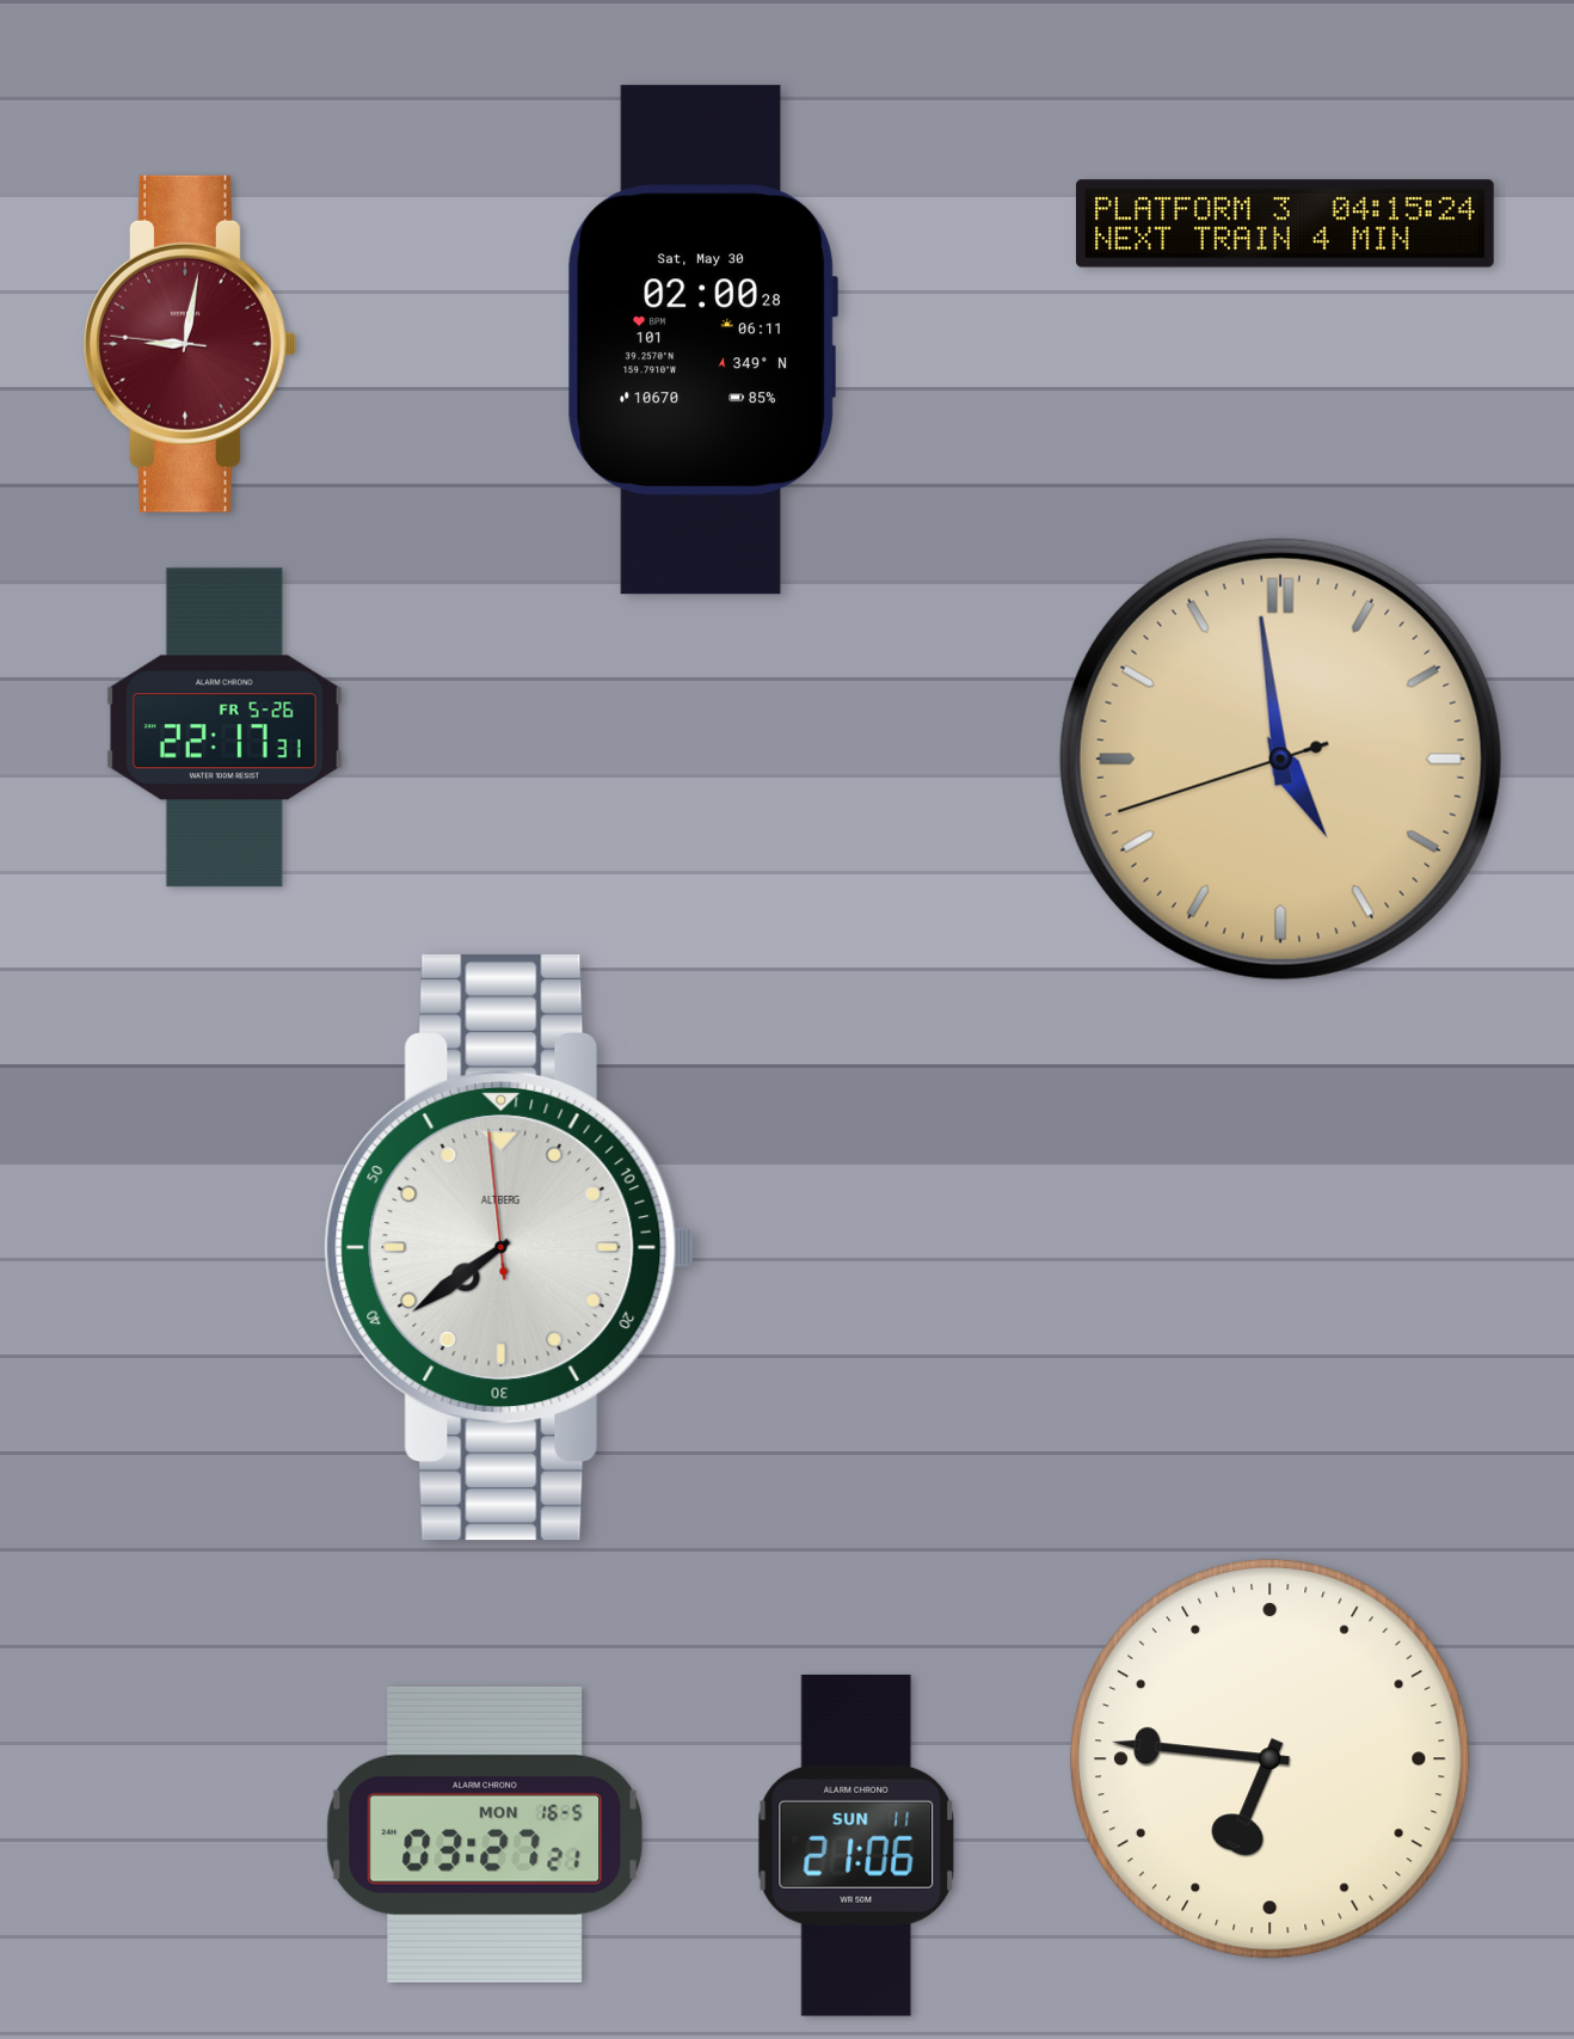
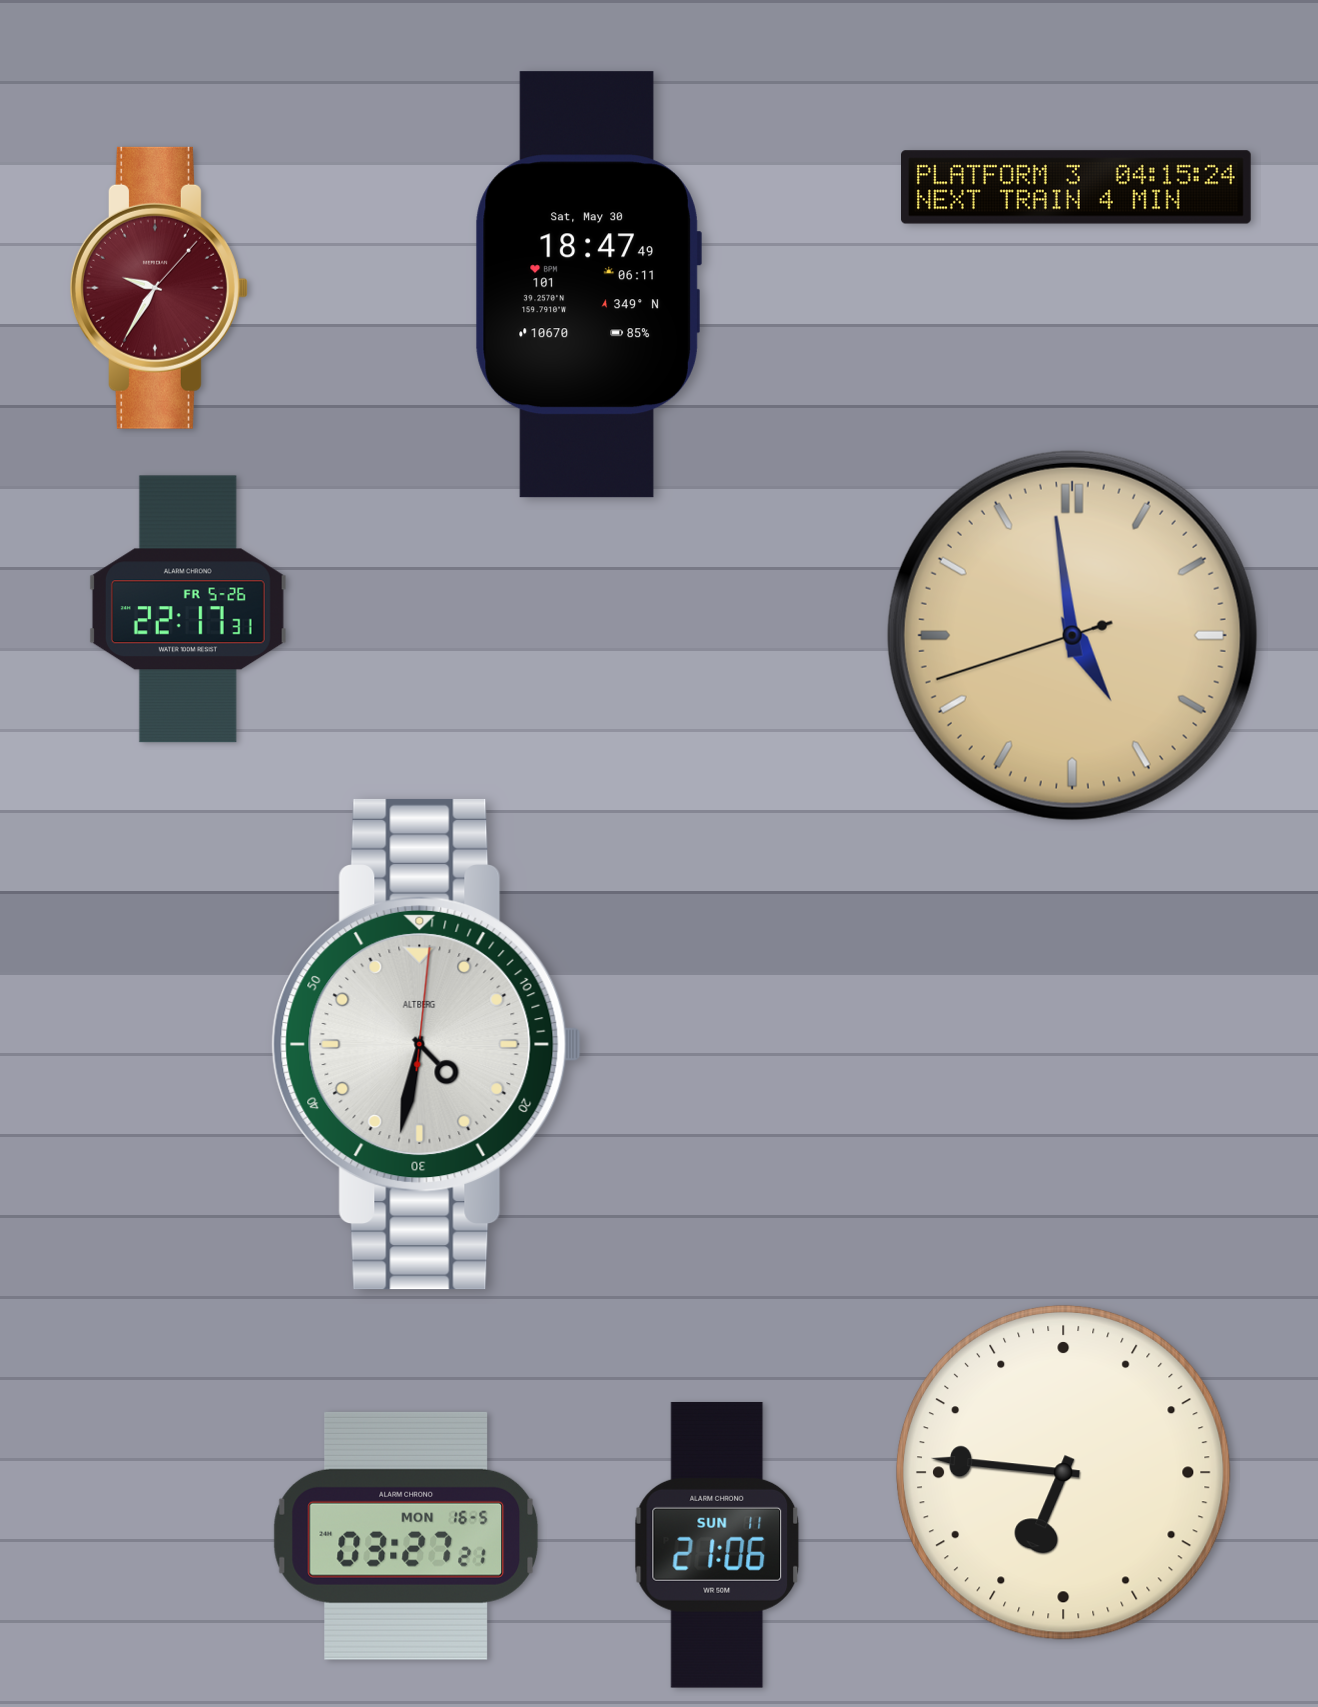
clock at (702, 340): 02:00 -> 18:47
clock at (190, 344): 9:01 -> 9:35
clock at (509, 1247): 7:38 -> 4:32
